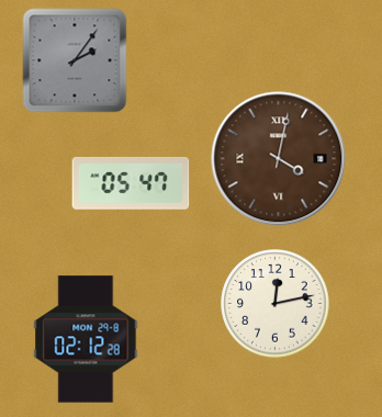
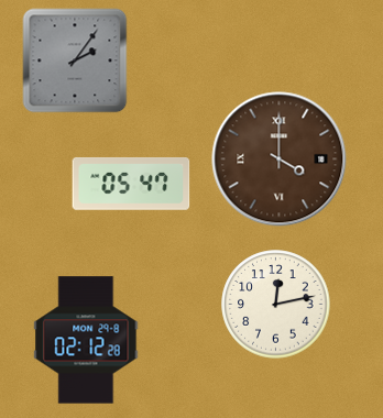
clock at (279, 159): 4:02 -> 4:00
